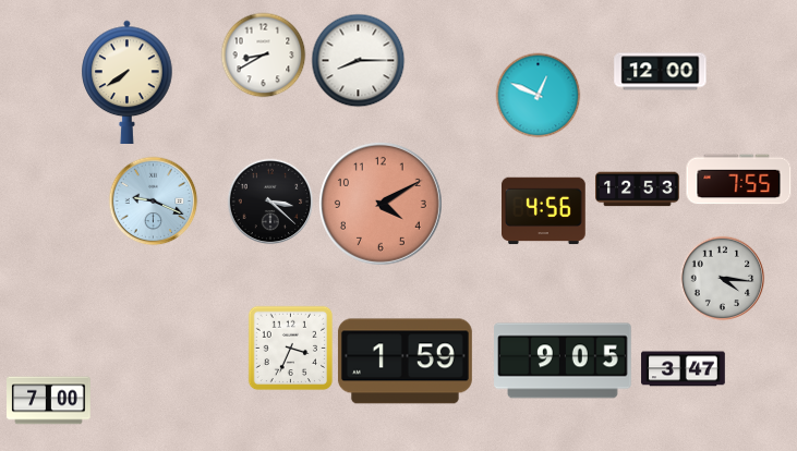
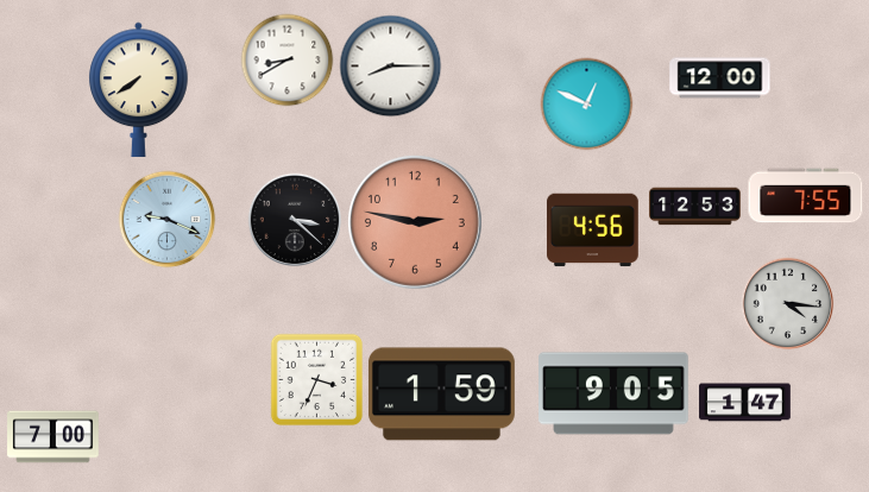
clock at (381, 204): 4:10 -> 2:47
clock at (684, 369): 3:47 -> 1:47
